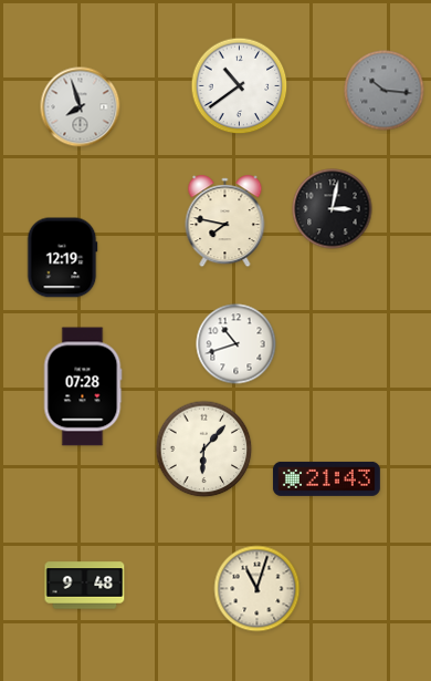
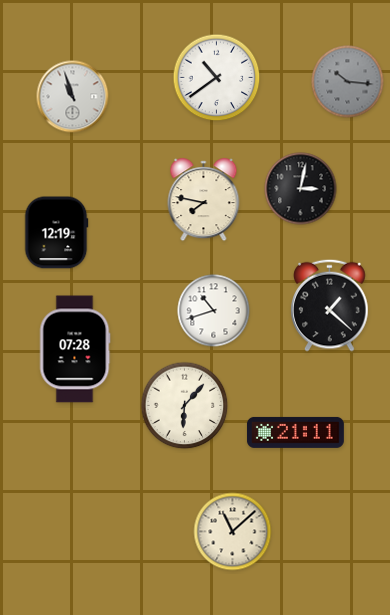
clock at (81, 107): 7:57 -> 10:57
clock at (330, 305): none -> 1:22
clock at (326, 478): 21:43 -> 21:11
clock at (85, 586): 9:48 -> none
clock at (257, 589): 11:03 -> 11:08
